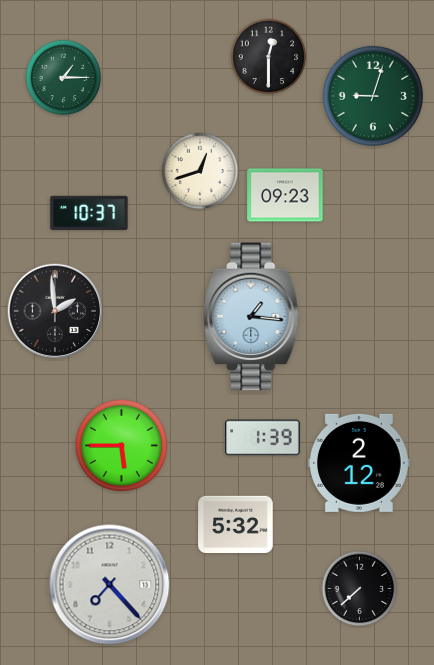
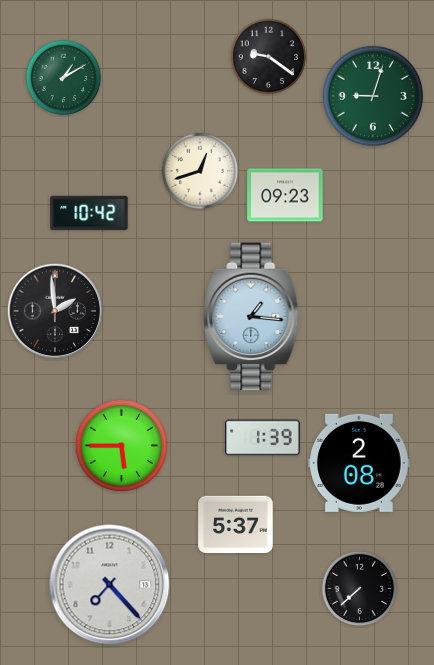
clock at (269, 57): 12:30 -> 9:21
clock at (64, 78): 1:15 -> 1:10
clock at (89, 213): 10:37 -> 10:42
clock at (359, 463): 2:12 -> 2:08
clock at (236, 524): 5:32 -> 5:37
